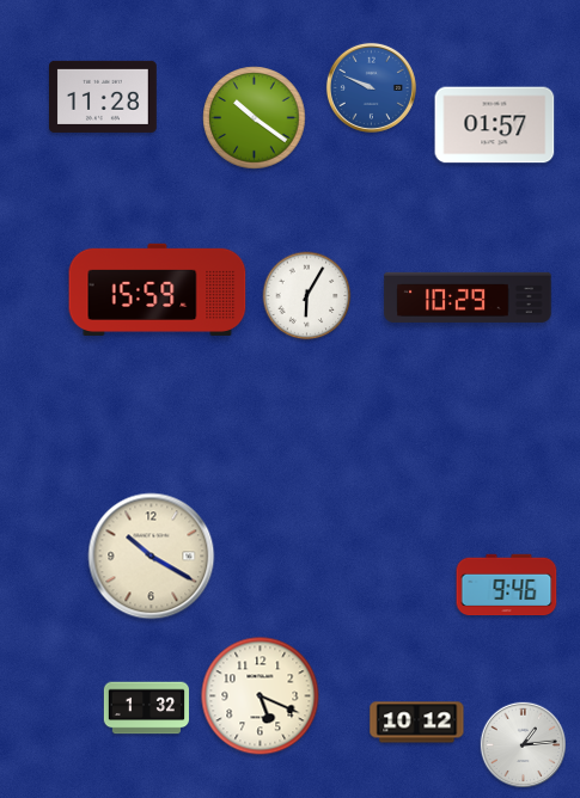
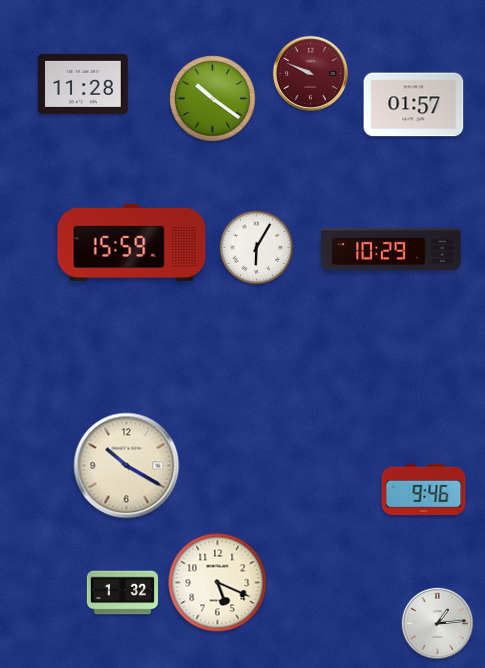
clock at (371, 87) dial: blue -> burgundy
clock at (104, 97) position: (104, 97) -> (84, 84)
clock at (417, 723): 10:12 -> none
